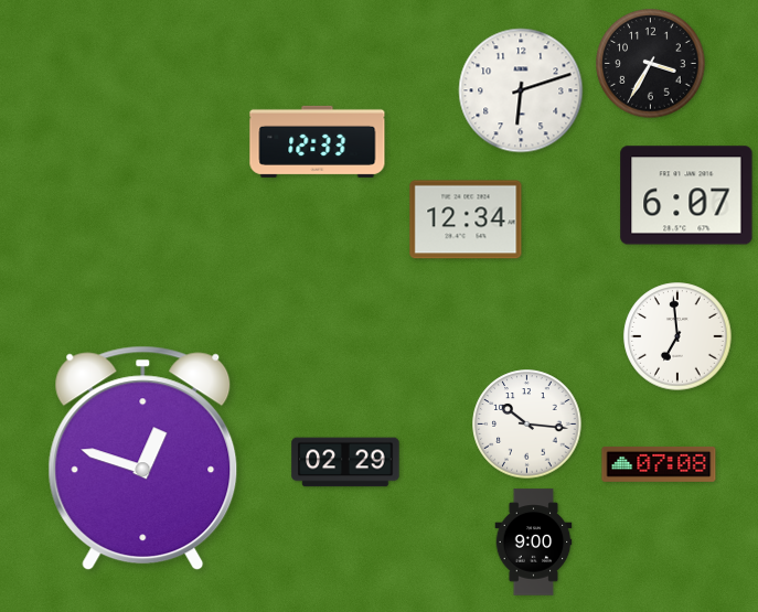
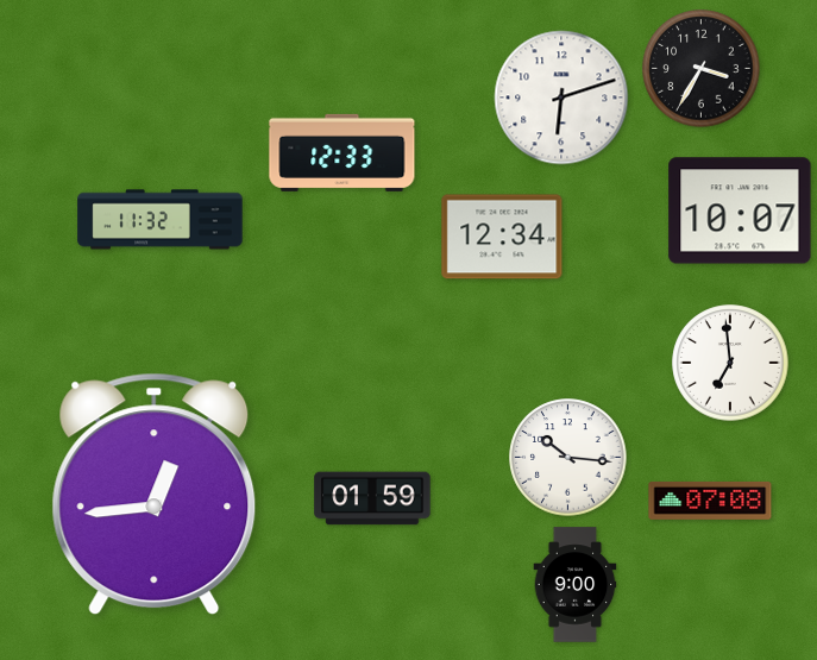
clock at (686, 195): 6:07 -> 10:07
clock at (161, 220): none -> 11:32
clock at (143, 459): 12:48 -> 12:44
clock at (345, 462): 02:29 -> 01:59
